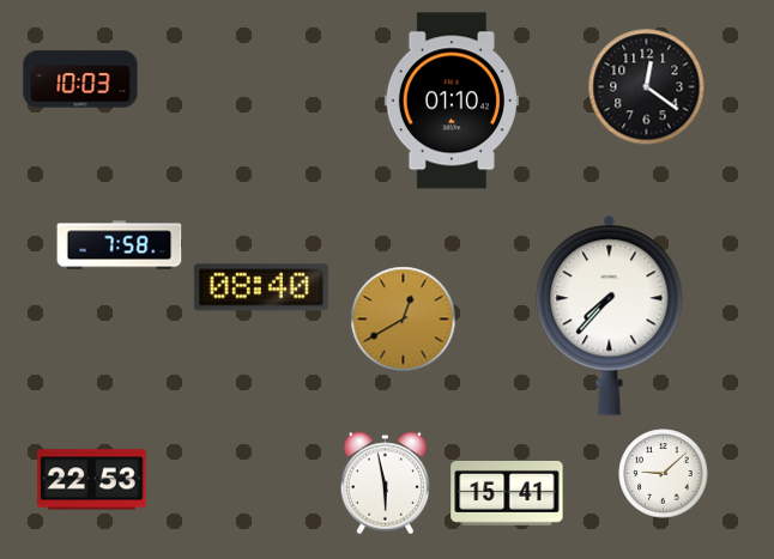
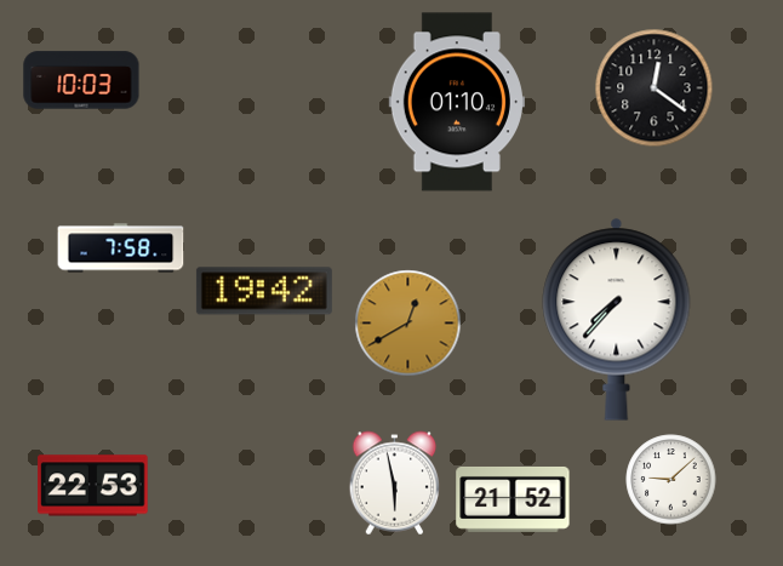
clock at (261, 287): 08:40 -> 19:42
clock at (386, 484) position: (386, 484) -> (395, 484)
clock at (507, 493): 15:41 -> 21:52
